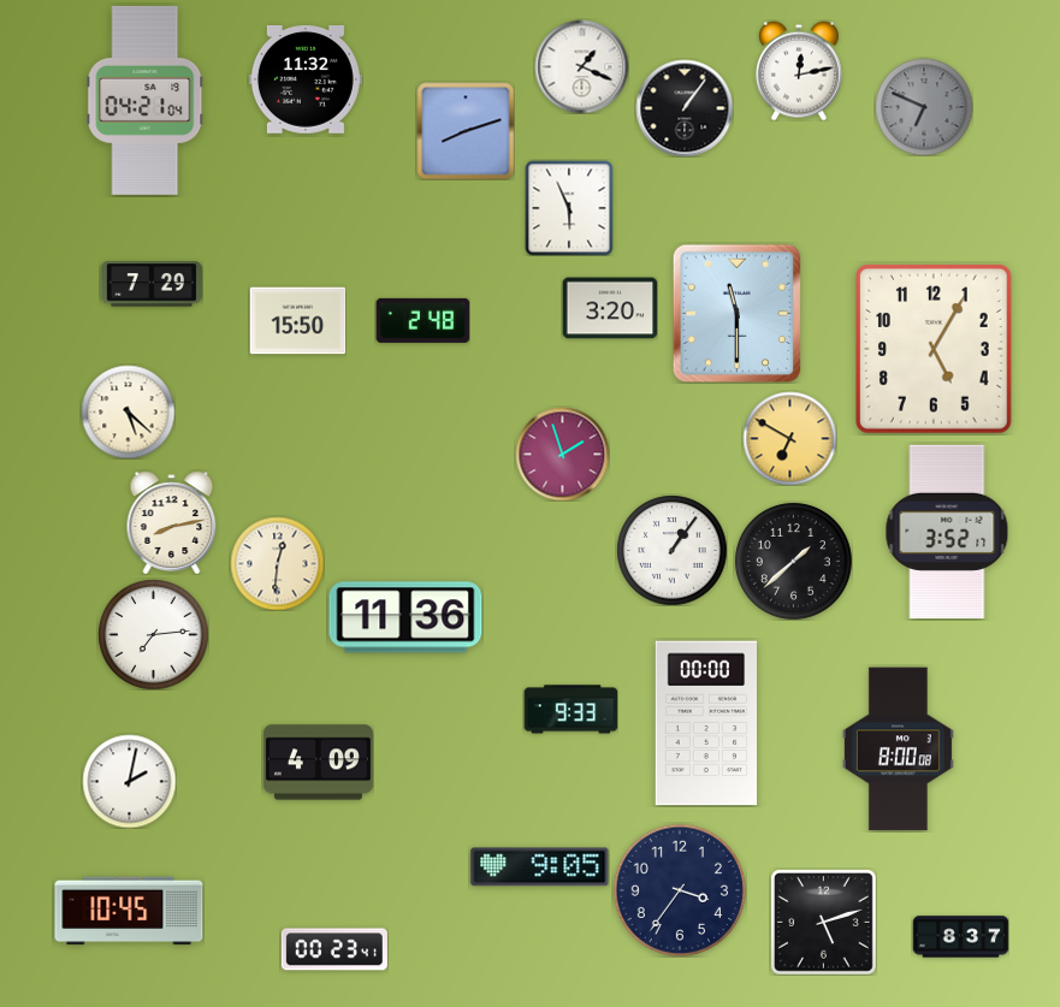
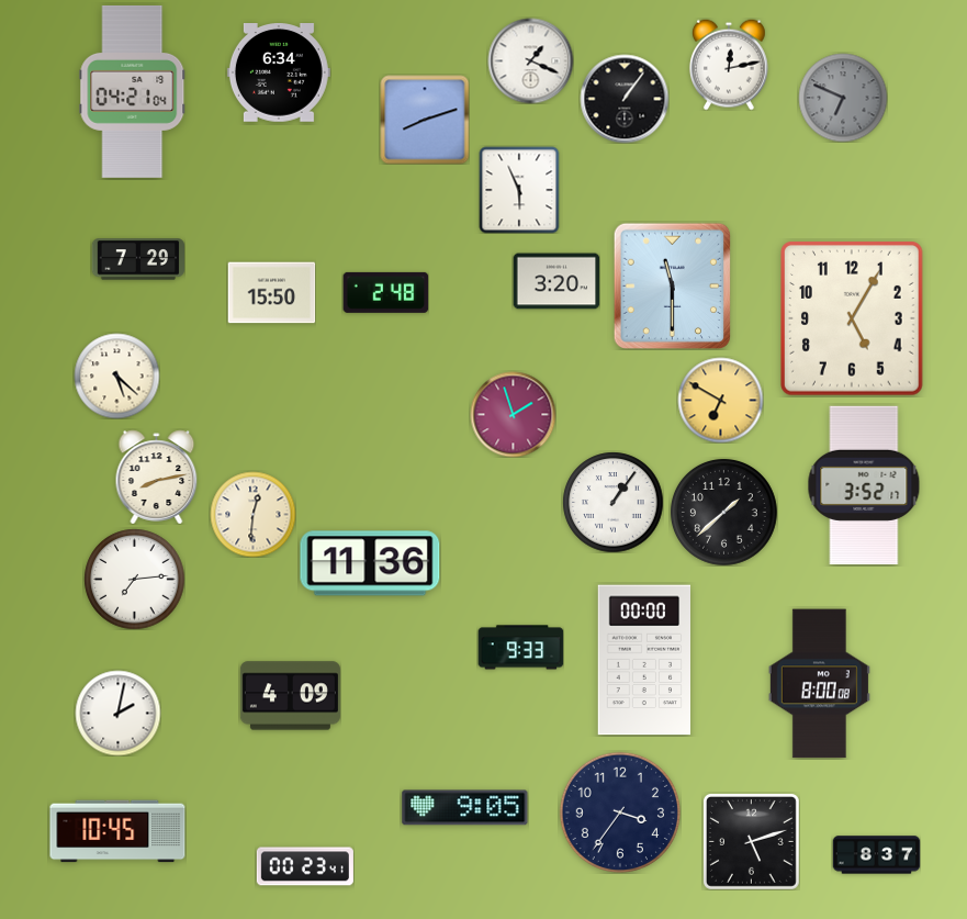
clock at (306, 81): 11:32 -> 6:34
clock at (153, 634) position: (153, 634) -> (134, 579)
clock at (540, 867) position: (540, 867) -> (465, 808)
